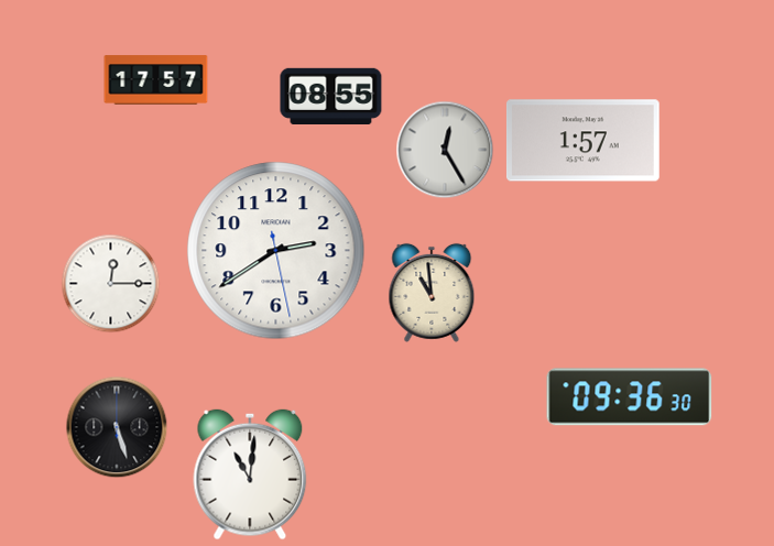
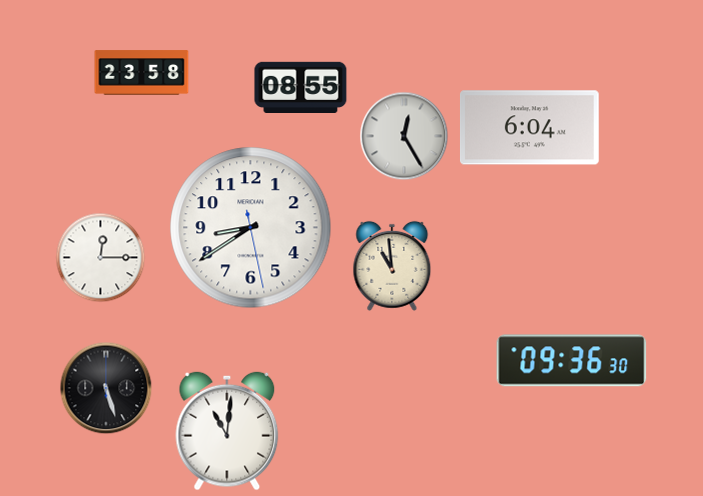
clock at (156, 80): 17:57 -> 23:58
clock at (582, 141): 1:57 -> 6:04
clock at (276, 251): 2:39 -> 8:39
